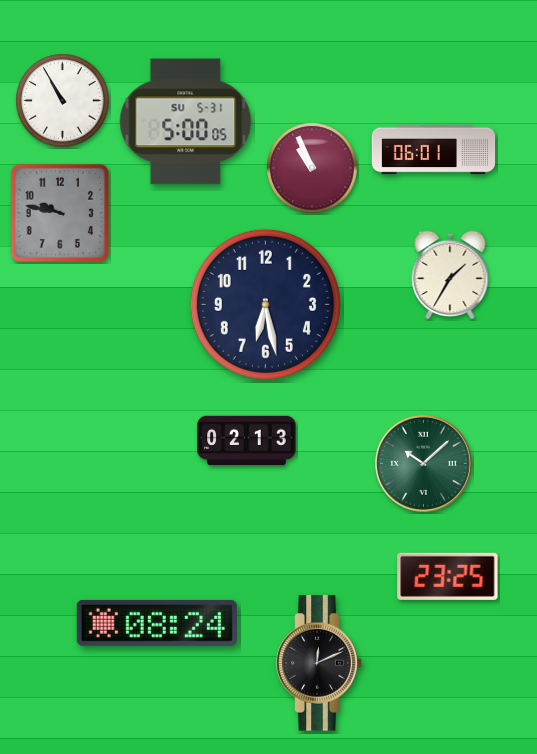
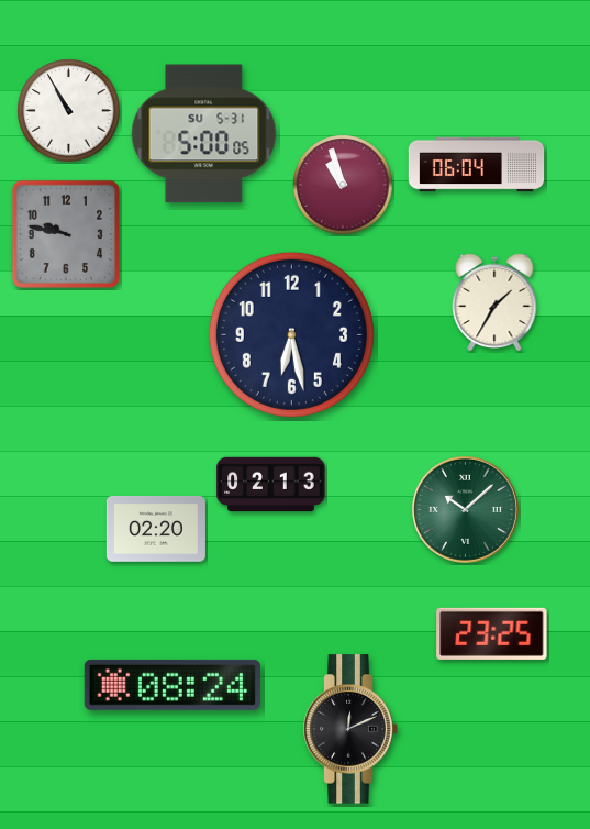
clock at (434, 150): 06:01 -> 06:04
clock at (312, 168): 10:56 -> 10:57
clock at (156, 530): none -> 02:20
